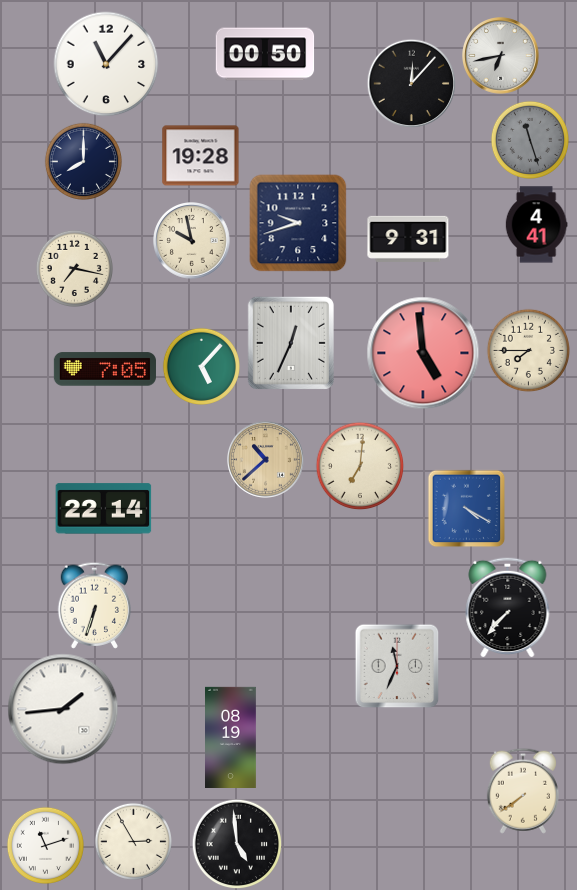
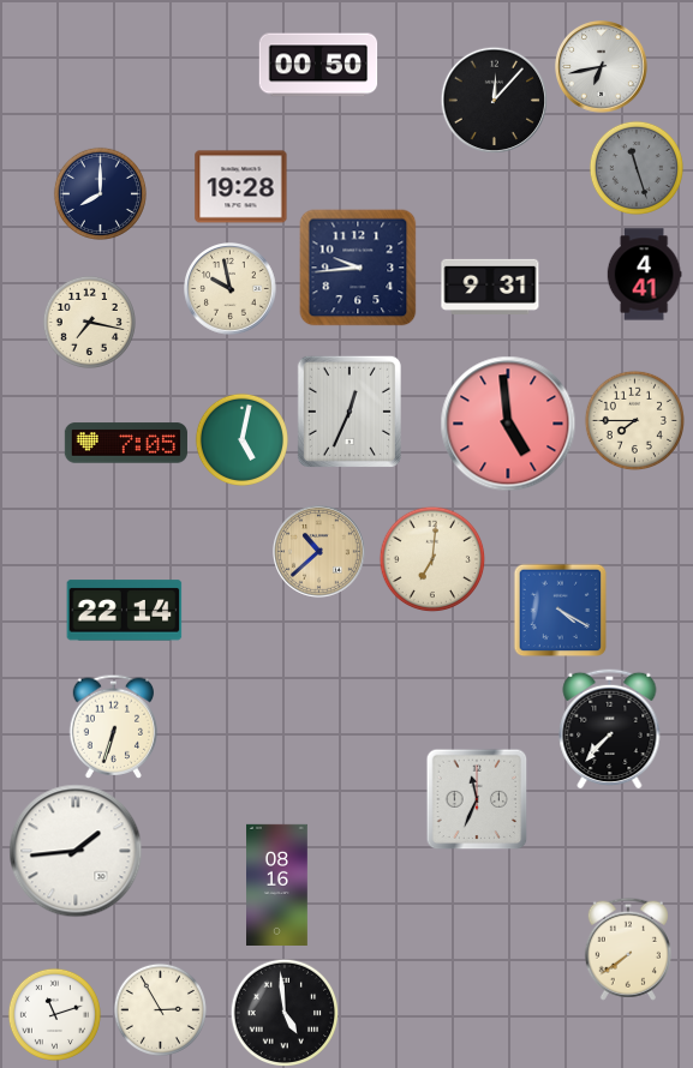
clock at (106, 64): 11:07 -> none
clock at (298, 223): 9:42 -> 9:44
clock at (536, 225) position: (536, 225) -> (644, 275)
clock at (201, 366): 5:07 -> 5:02
clock at (231, 737): 08:19 -> 08:16
